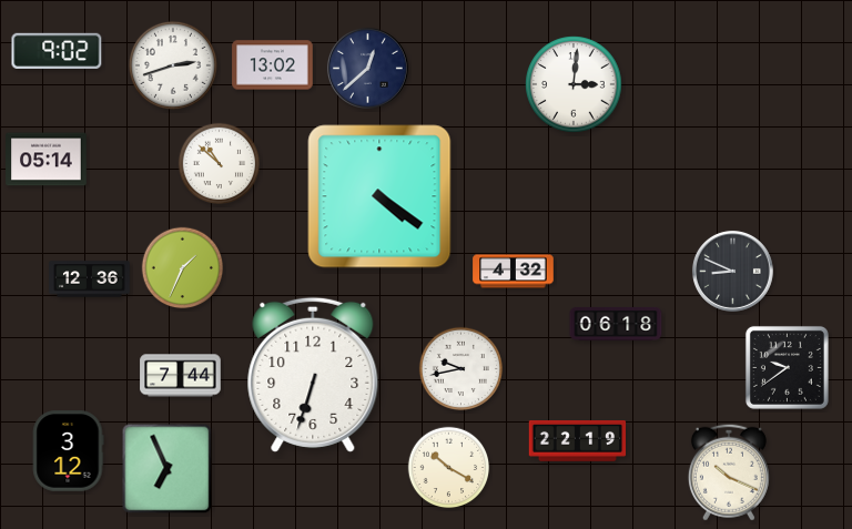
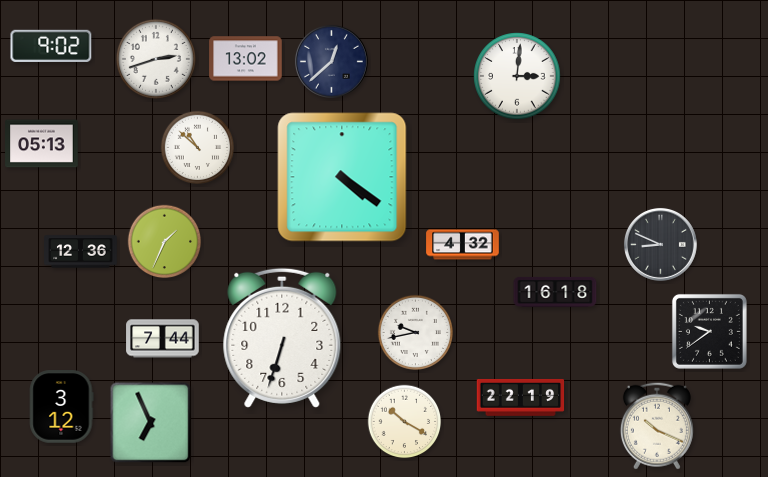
clock at (47, 160): 05:14 -> 05:13
clock at (616, 324): 06:18 -> 16:18
